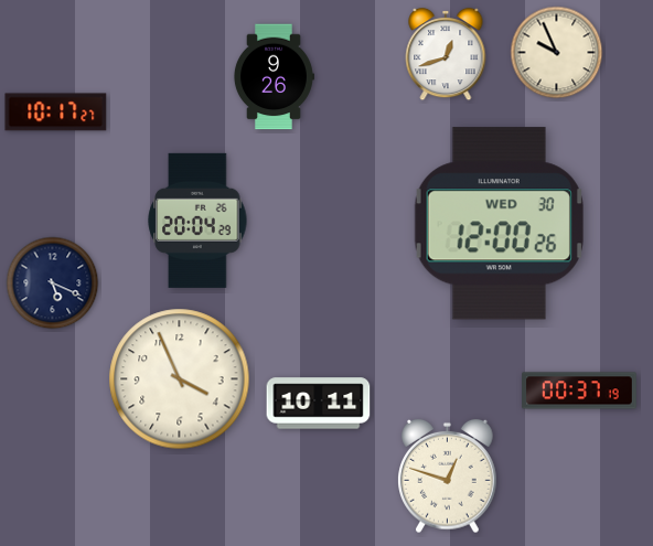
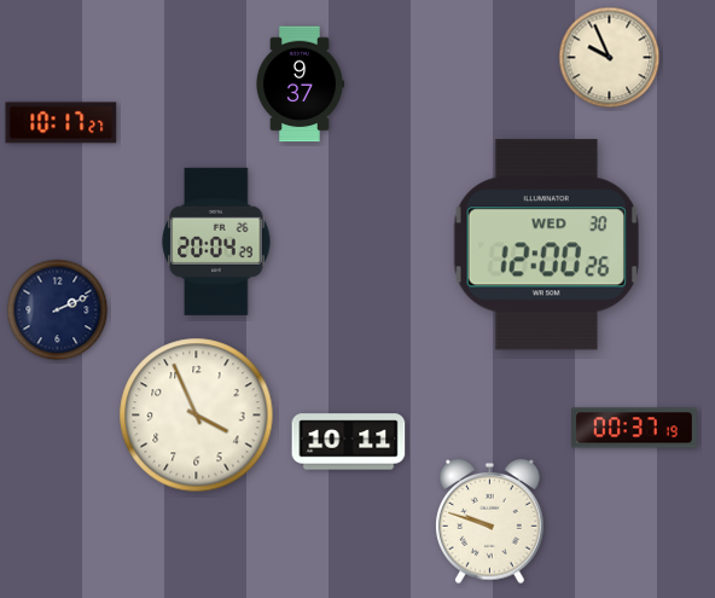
clock at (446, 54): 12:42 -> none
clock at (274, 77): 9:26 -> 9:37
clock at (53, 283): 5:19 -> 2:11
clock at (448, 477): 12:48 -> 9:48
